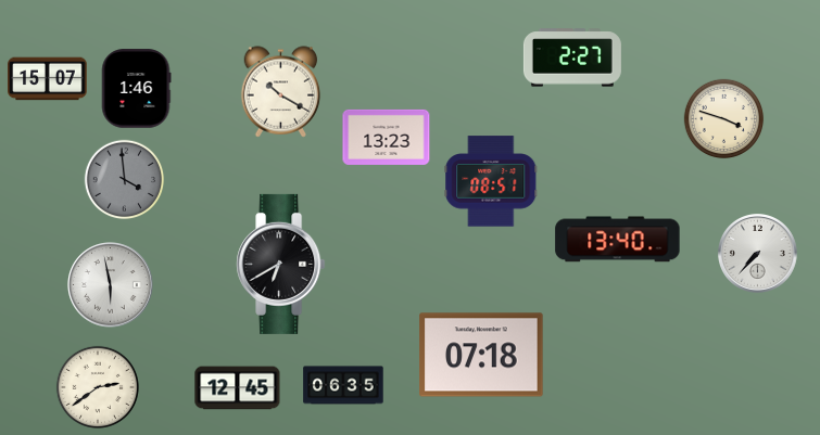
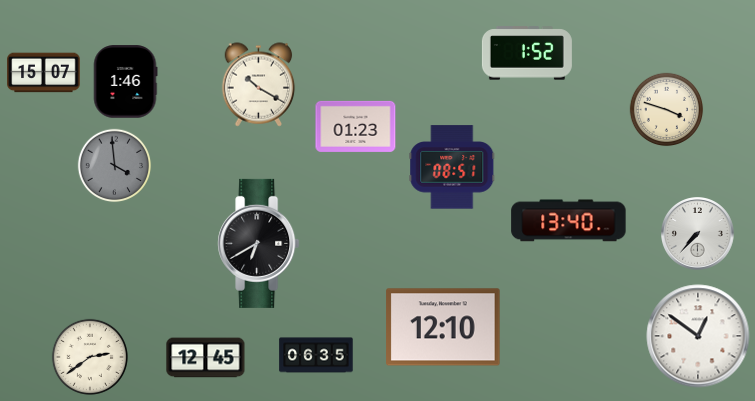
clock at (572, 57): 2:27 -> 1:52
clock at (387, 137): 13:23 -> 01:23
clock at (111, 285): 5:58 -> none
clock at (481, 355): 07:18 -> 12:10
clock at (698, 336): none -> 12:51
clock at (238, 388) position: (238, 388) -> (206, 358)
